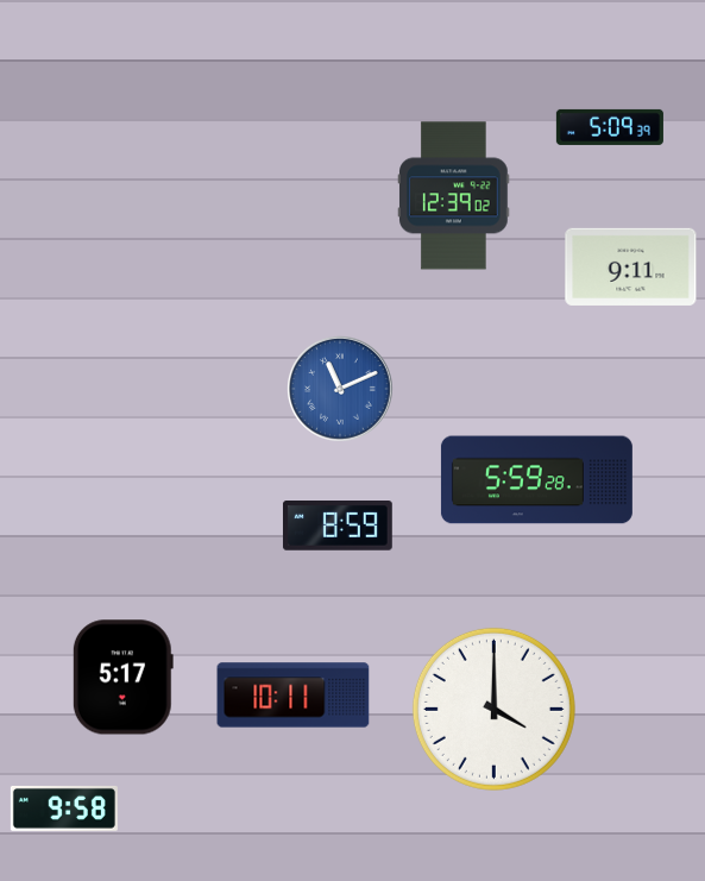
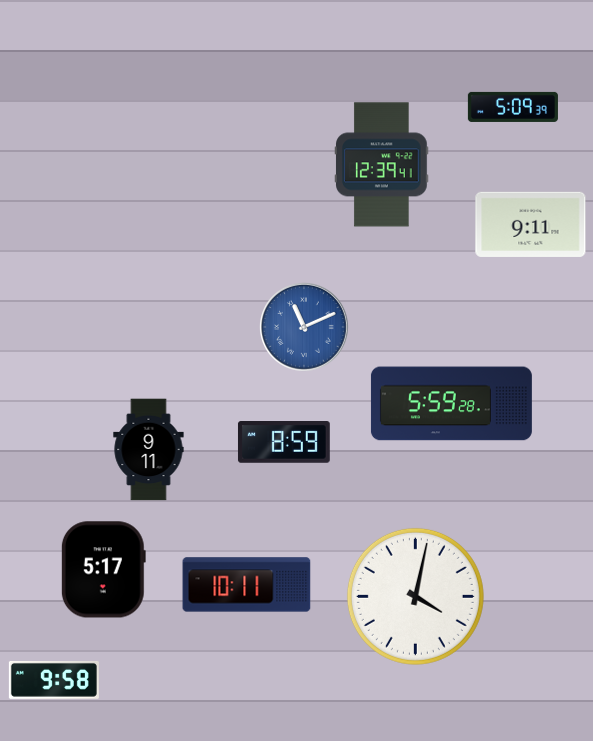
clock at (454, 196): 12:39:02 -> 12:39:41
clock at (341, 390) position: (341, 390) -> (305, 328)
clock at (149, 450): none -> 9:11
clock at (493, 709): 4:00 -> 4:02
